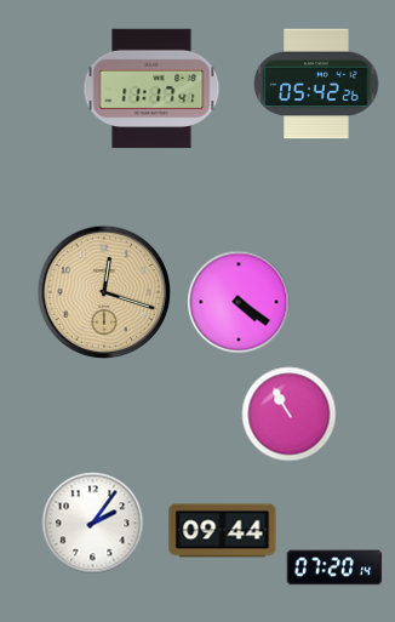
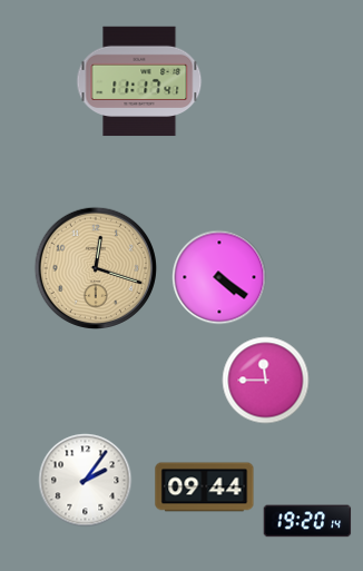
clock at (316, 84): 05:42 -> none
clock at (290, 415): 10:55 -> 11:45
clock at (334, 567): 07:20 -> 19:20
